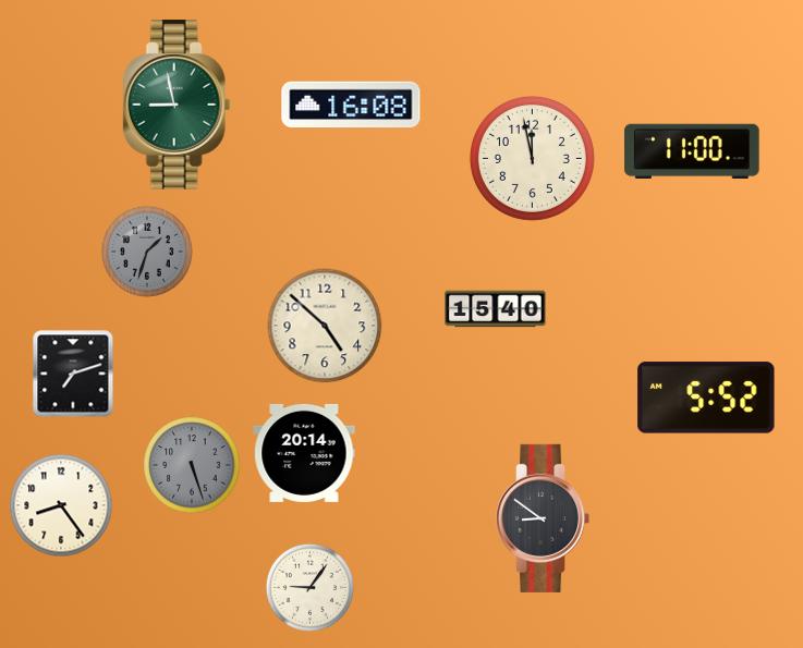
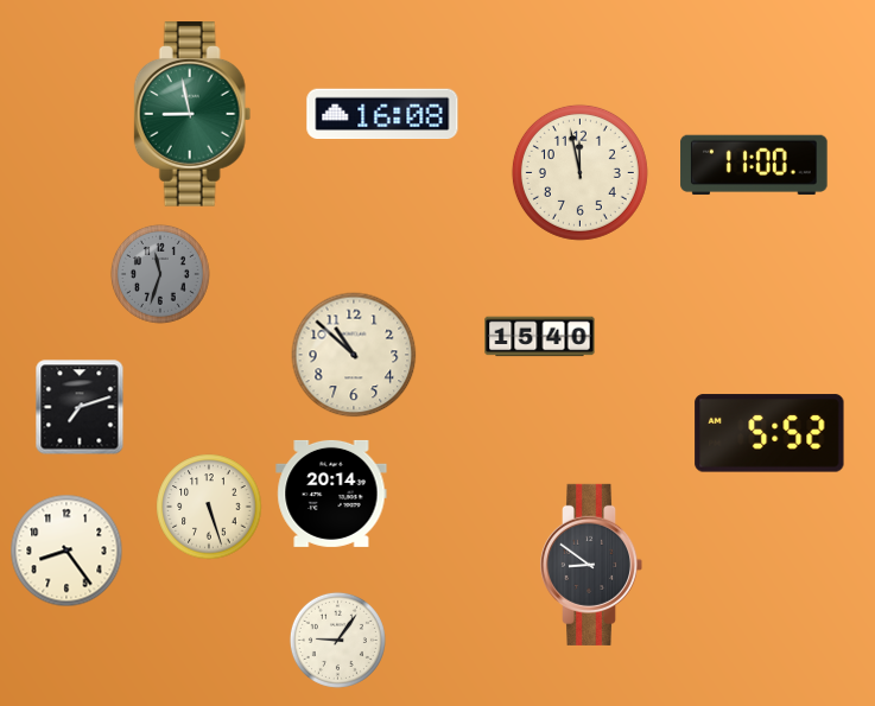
clock at (147, 252): 1:33 -> 11:33
clock at (325, 326): 4:52 -> 10:52
clock at (192, 465) dial: grey -> cream
